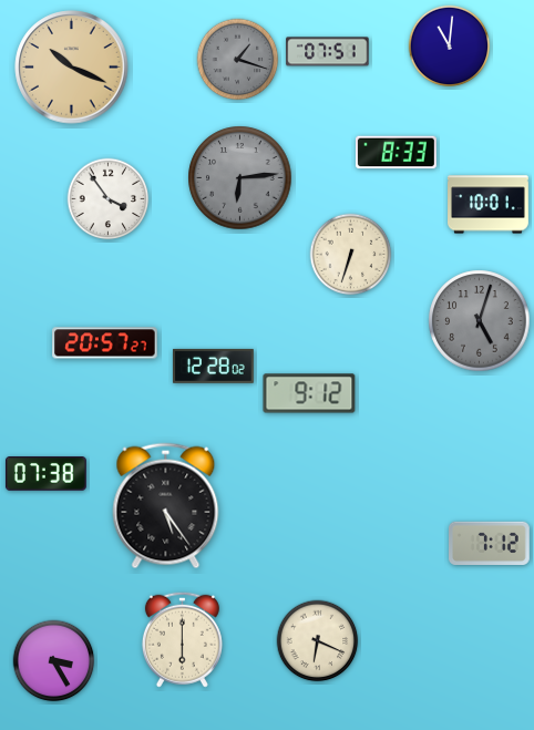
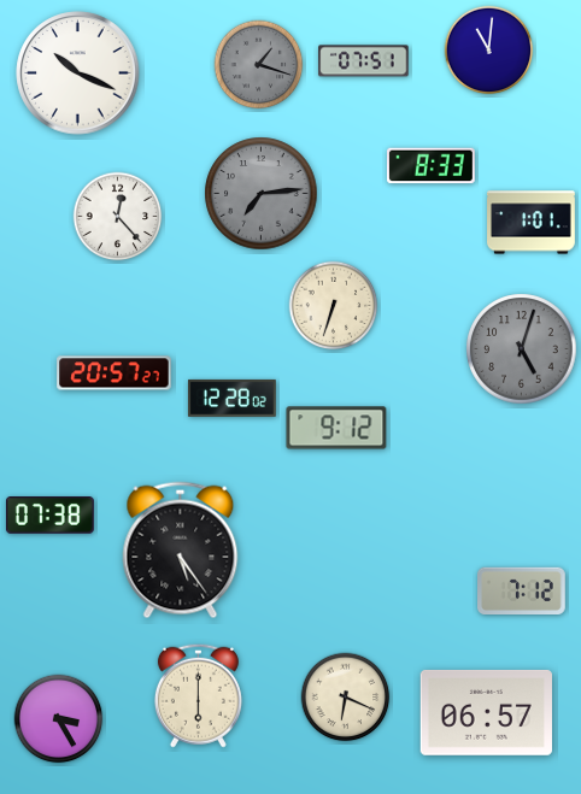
clock at (328, 52) position: (328, 52) -> (364, 61)
clock at (72, 68) dial: champagne -> white
clock at (240, 178): 6:14 -> 7:14
clock at (109, 199): 3:54 -> 12:23
clock at (489, 205): 10:01 -> 1:01
clock at (351, 255) position: (351, 255) -> (334, 306)
clock at (490, 544) position: (490, 544) -> (522, 592)
clock at (486, 712): none -> 06:57
